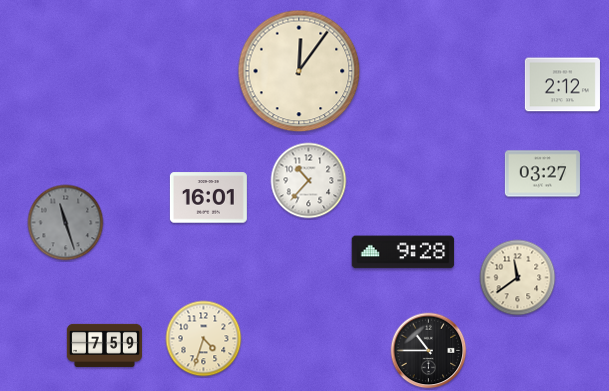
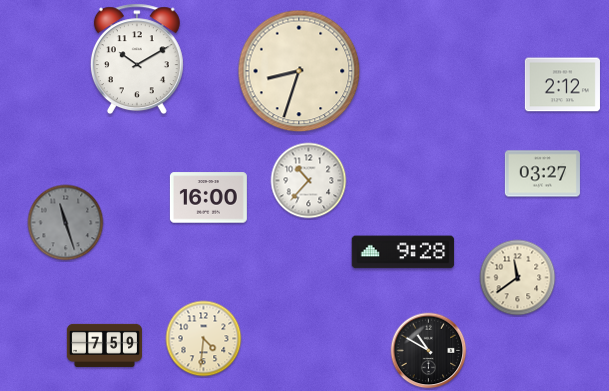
clock at (137, 59): none -> 10:10
clock at (299, 71): 12:06 -> 8:33
clock at (208, 198): 16:01 -> 16:00
clock at (204, 339): 4:33 -> 4:31
clock at (429, 351): 10:45 -> 10:50
